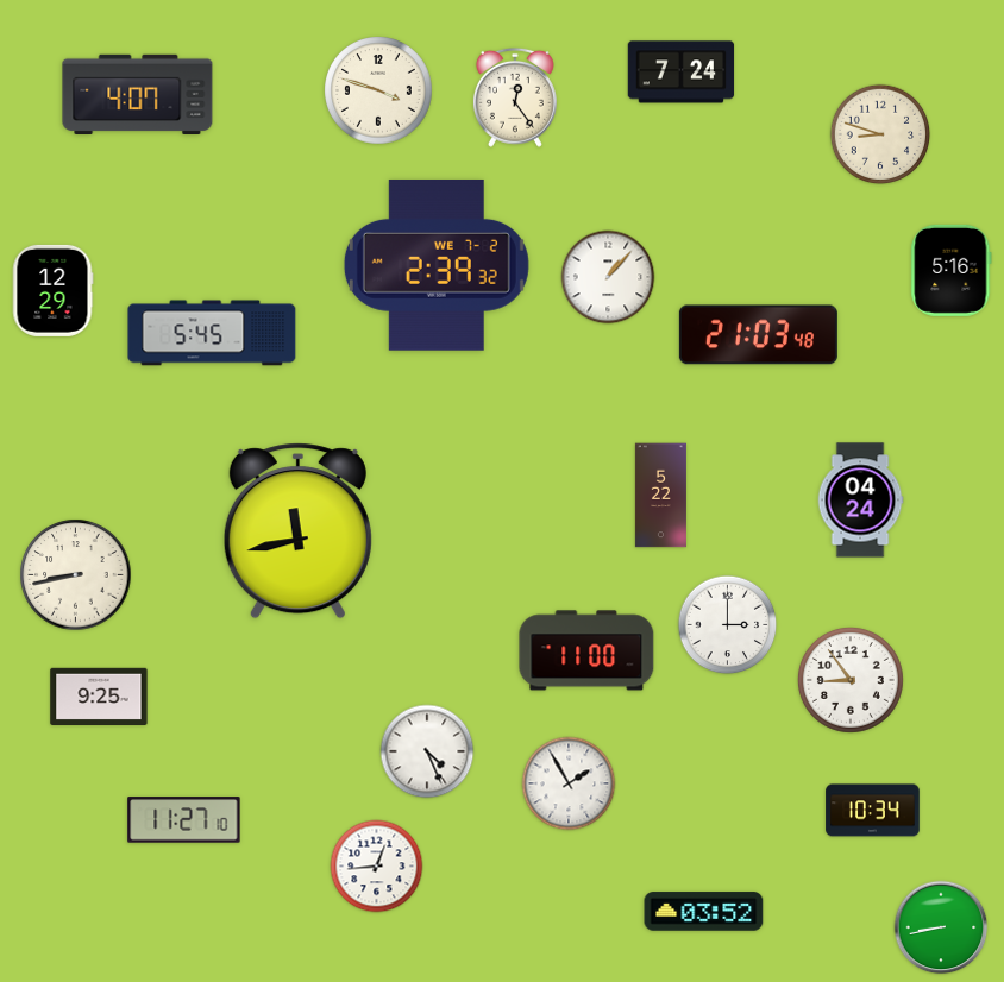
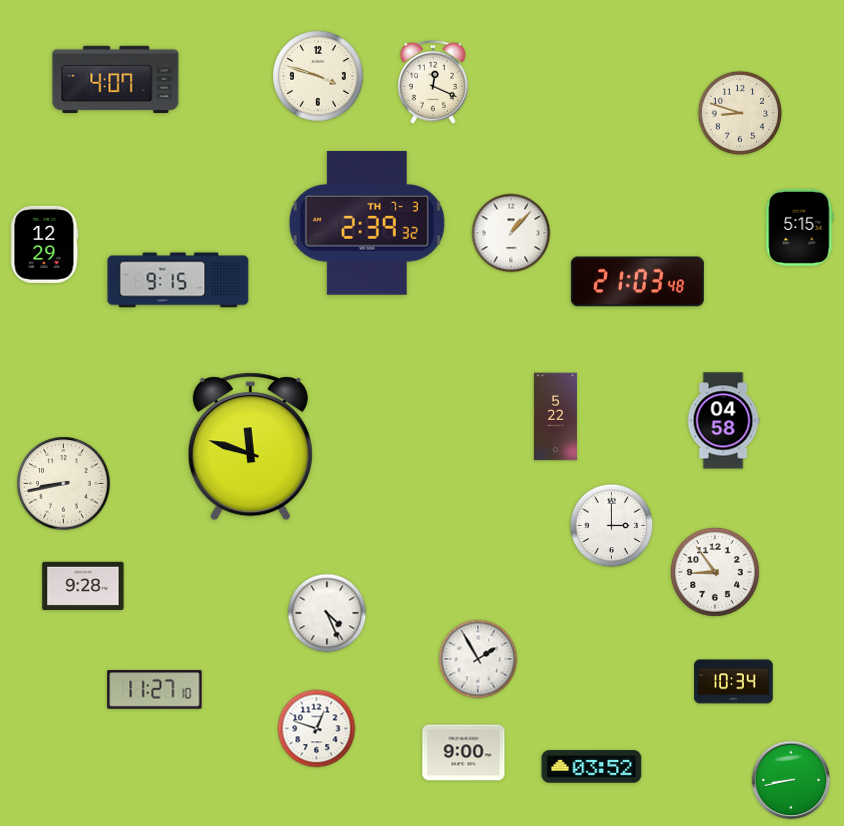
clock at (682, 73): 7:24 -> none
clock at (515, 97): 12:24 -> 12:19
clock at (437, 265) date: WE 7-2 -> TH 7-3
clock at (952, 270): 5:16 -> 5:15
clock at (212, 333): 5:45 -> 9:15
clock at (860, 501): 04:24 -> 04:58
clock at (297, 531): 11:43 -> 11:48
clock at (586, 650): 11:00 -> none
clock at (99, 695): 9:25 -> 9:28
clock at (427, 751) position: (427, 751) -> (327, 613)
clock at (377, 867): 12:44 -> 12:48
clock at (464, 753): none -> 9:00
